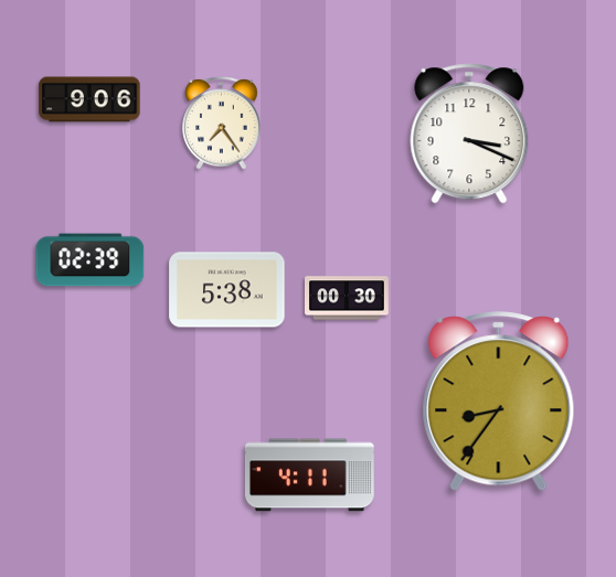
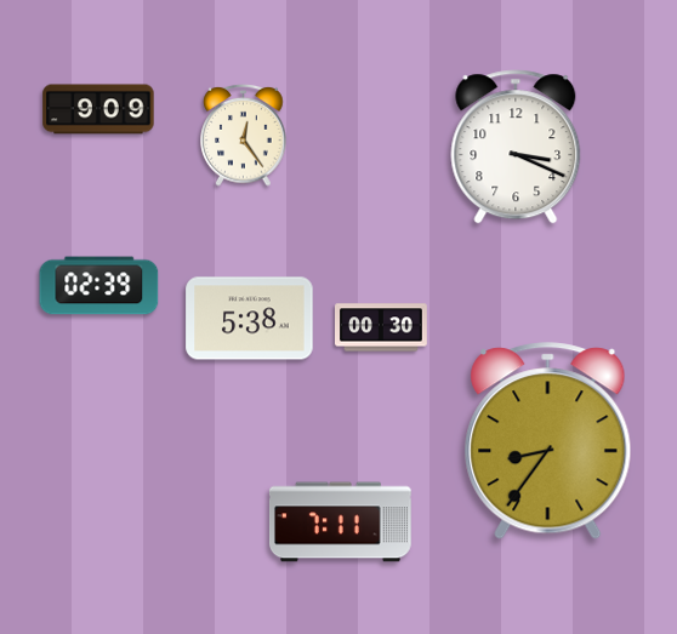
clock at (89, 99): 9:06 -> 9:09
clock at (222, 124): 7:24 -> 12:24
clock at (310, 476): 4:11 -> 7:11
